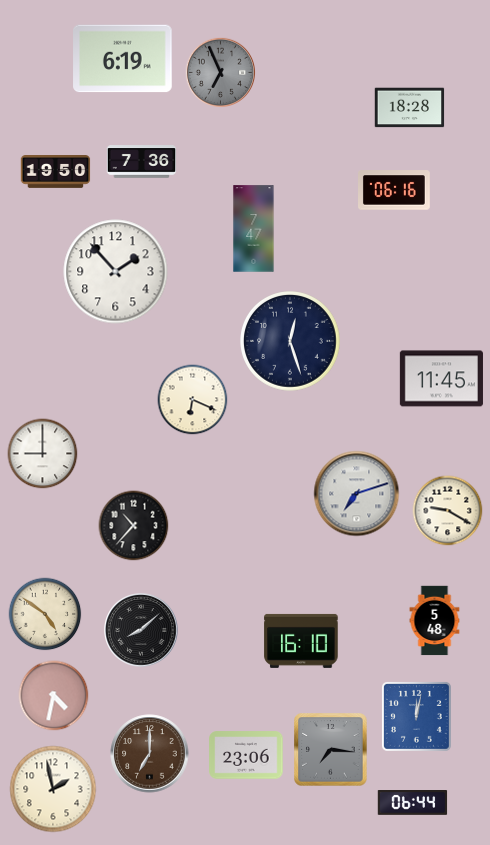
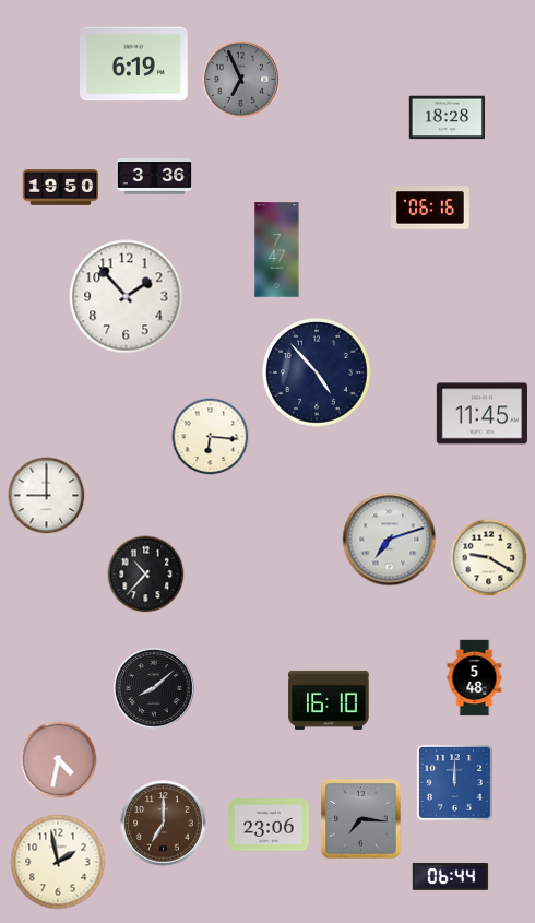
clock at (142, 162): 7:36 -> 3:36
clock at (291, 342): 12:27 -> 4:53
clock at (193, 400): 6:19 -> 6:16
clock at (45, 614): 4:51 -> none
clock at (416, 716): 12:02 -> 12:00
